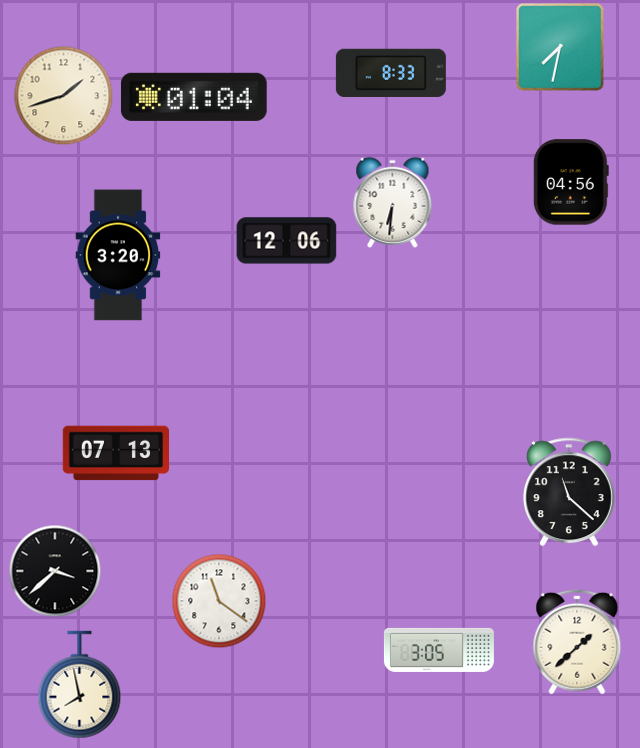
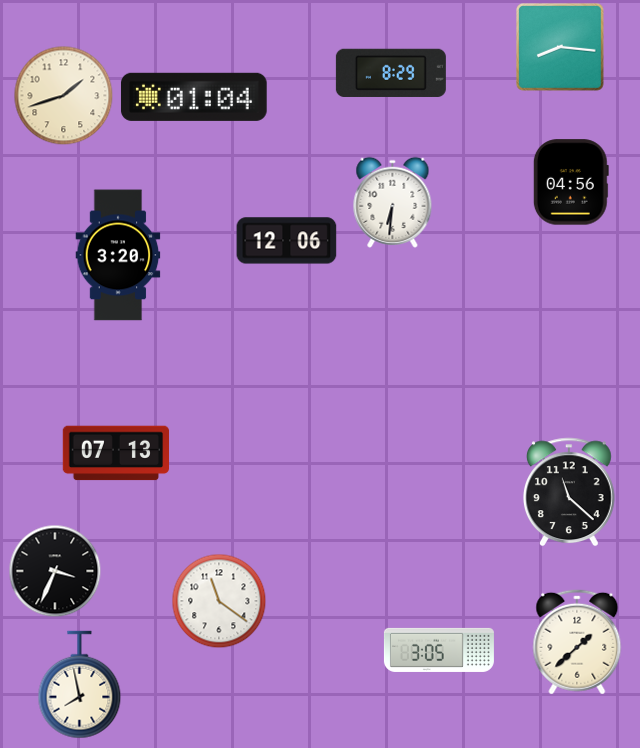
clock at (561, 48): 7:32 -> 8:16
clock at (391, 73): 8:33 -> 8:29
clock at (55, 571): 3:38 -> 3:34
